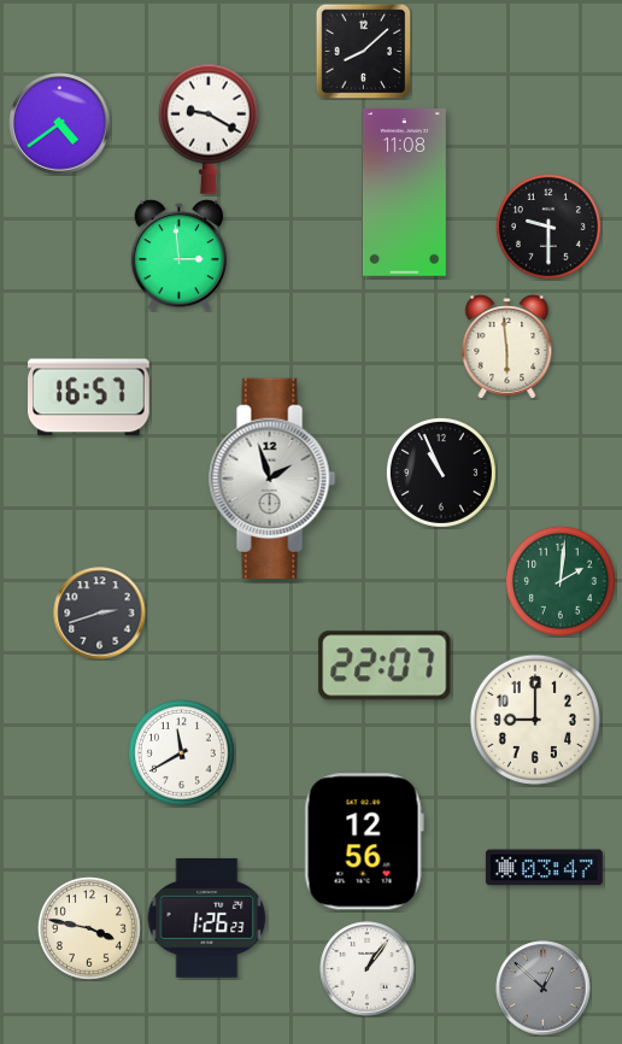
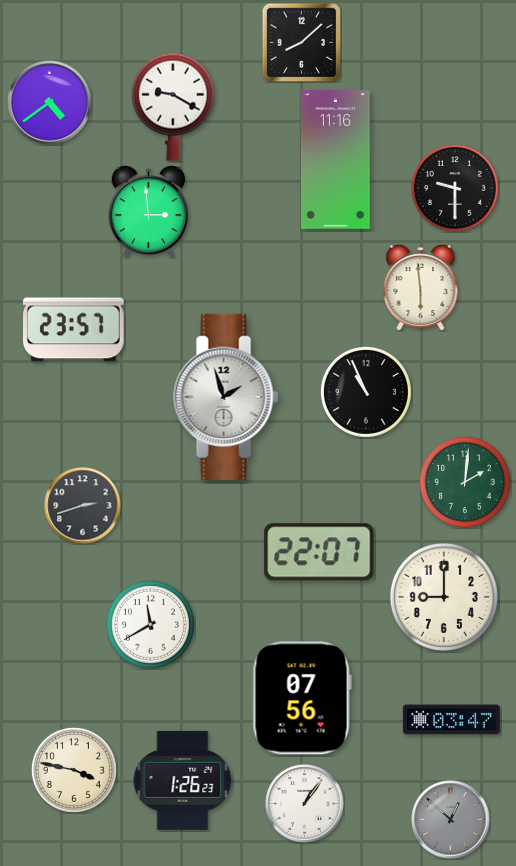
clock at (405, 193): 11:08 -> 11:16
clock at (89, 398): 16:57 -> 23:57
clock at (100, 614) position: (100, 614) -> (83, 506)
clock at (364, 841): 12:56 -> 07:56
clock at (207, 917) position: (207, 917) -> (183, 780)
